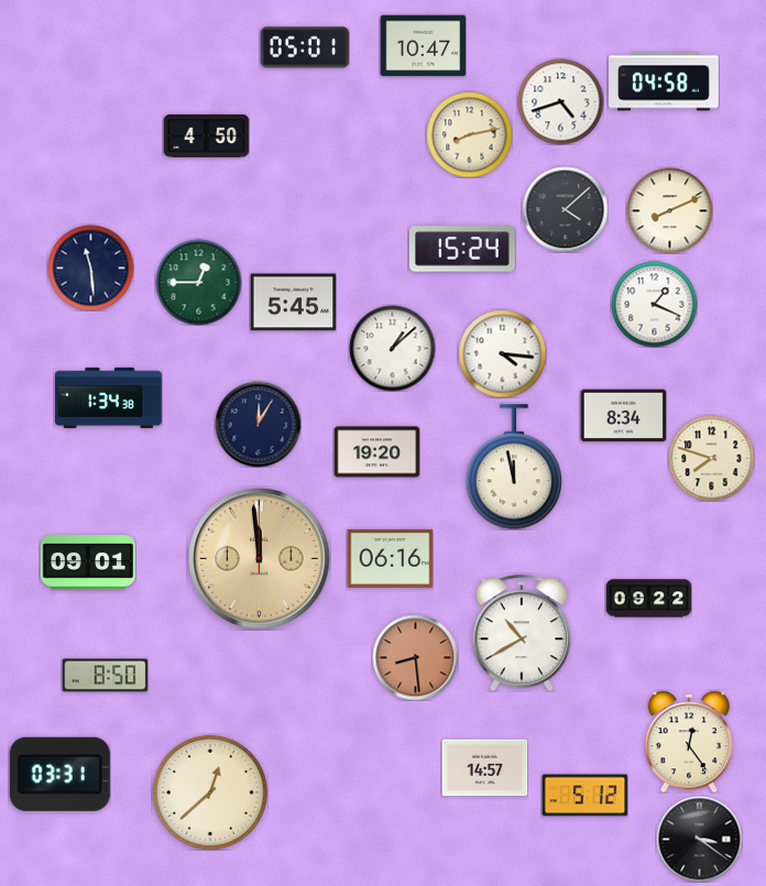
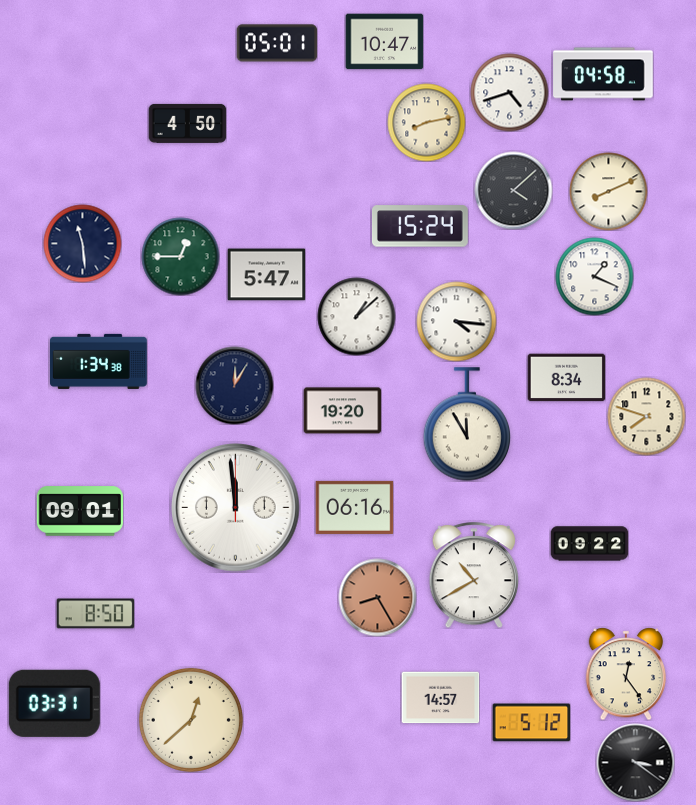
clock at (293, 303): 5:45 -> 5:47
clock at (513, 467): 11:58 -> 11:55
clock at (260, 559) dial: champagne -> white
clock at (415, 657): 8:29 -> 8:25
